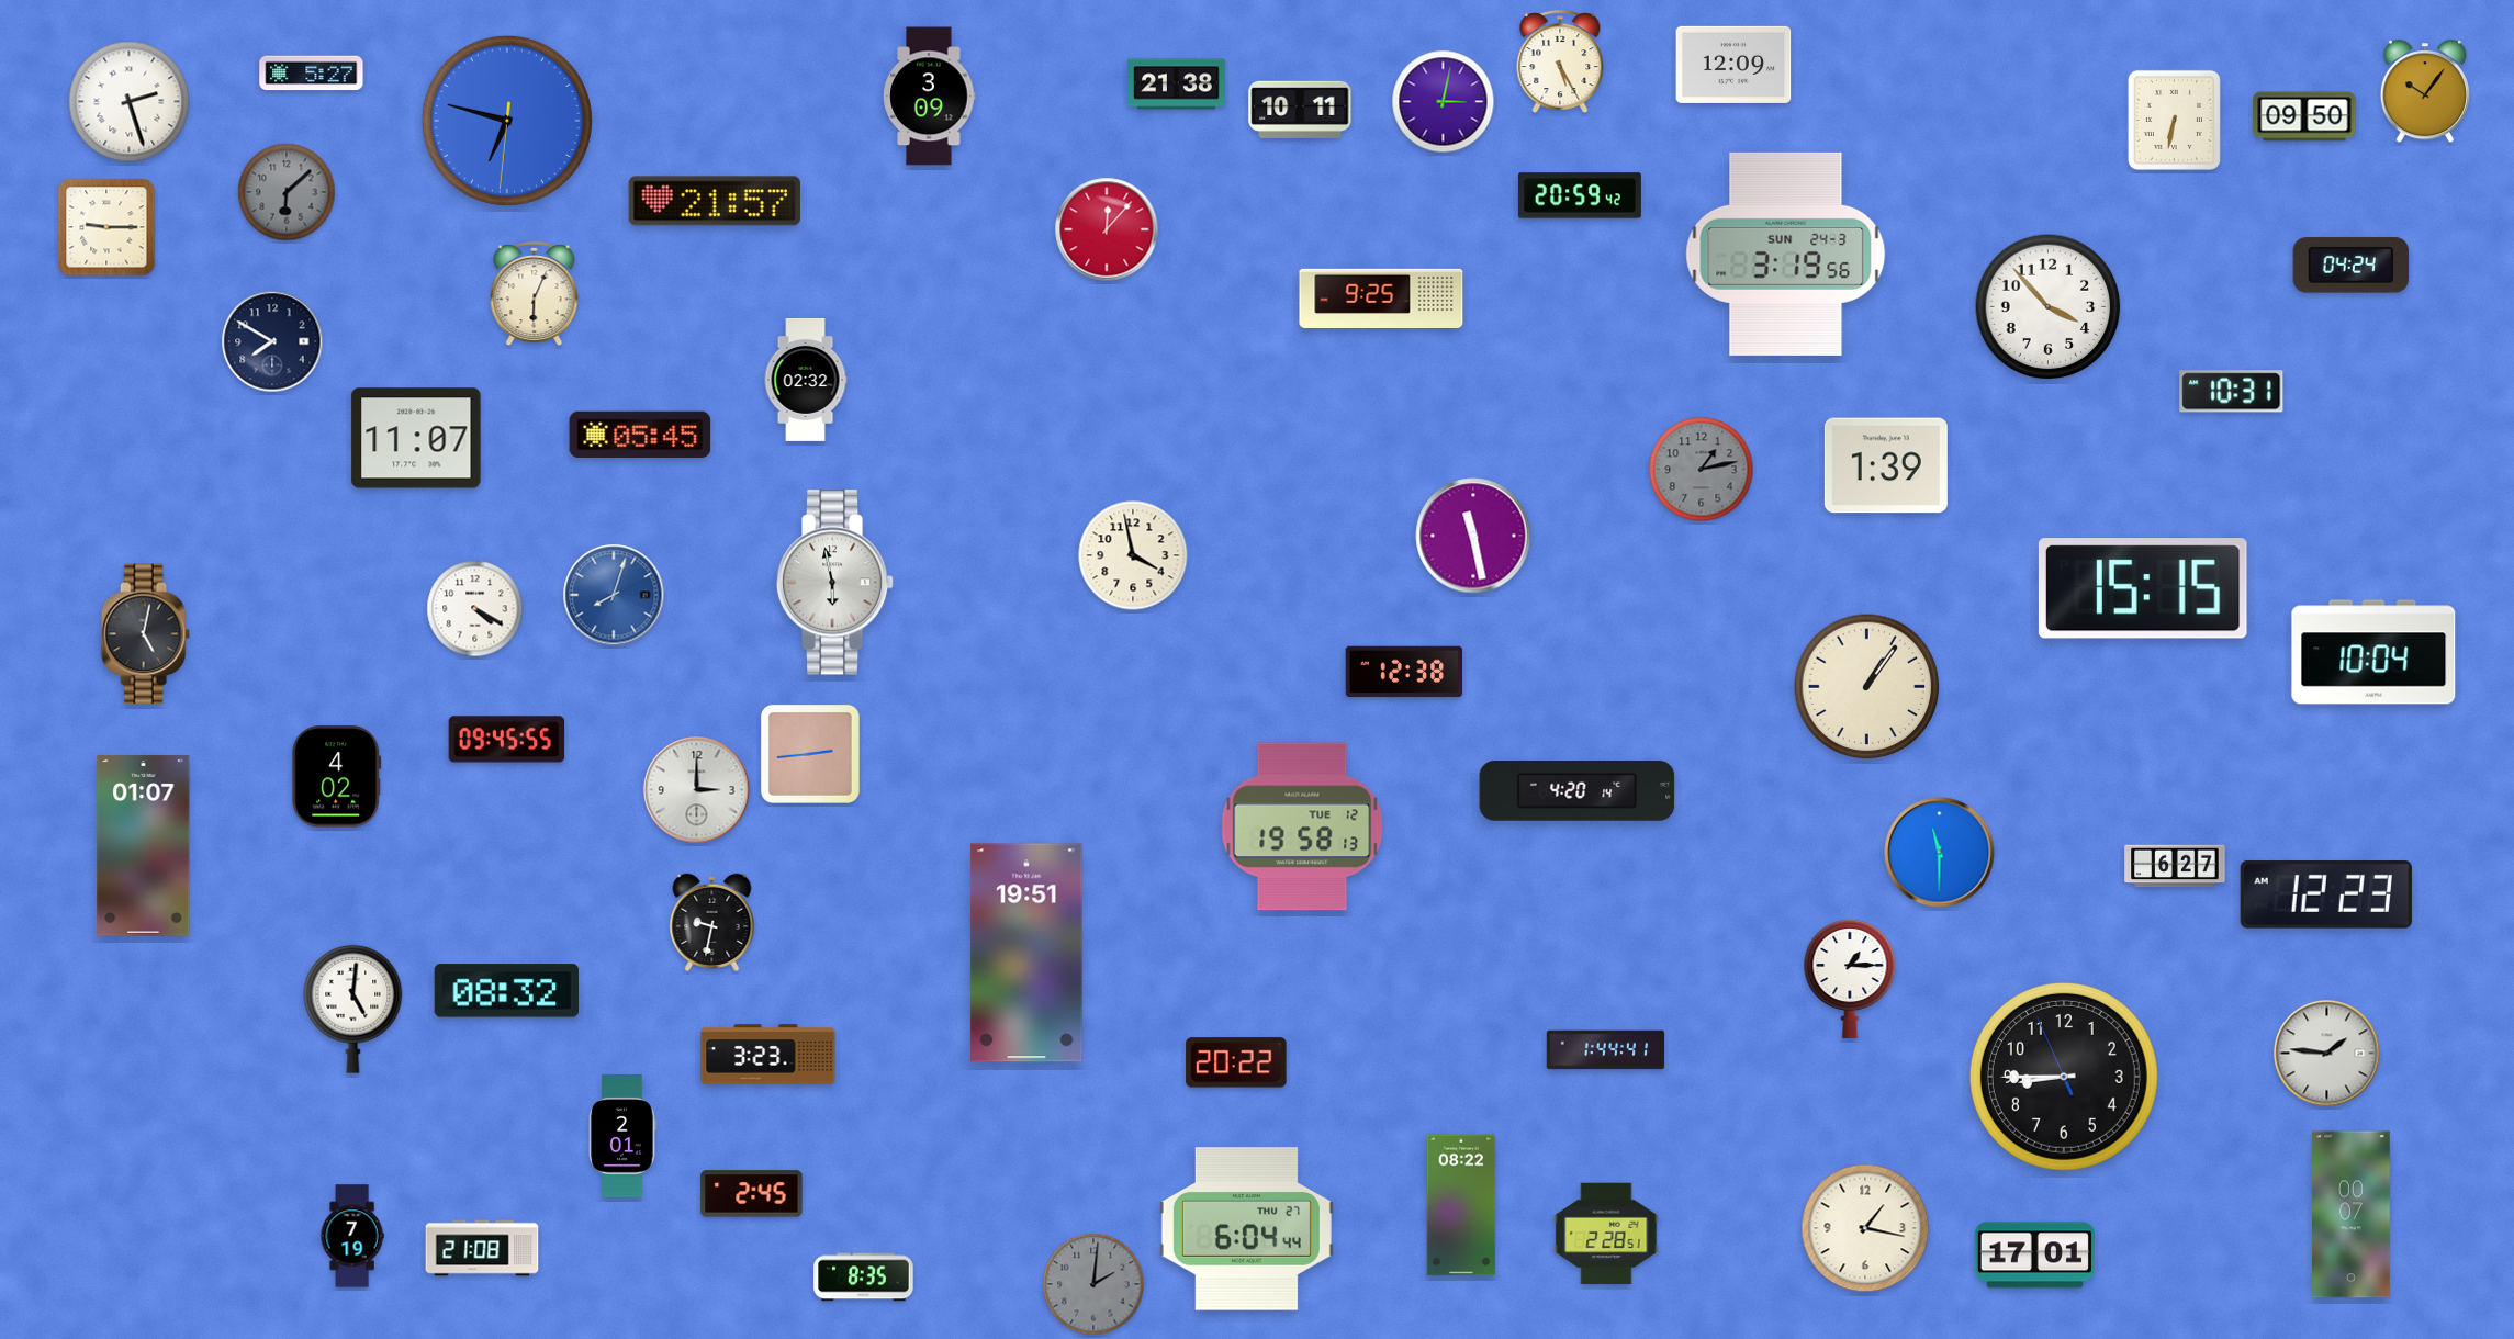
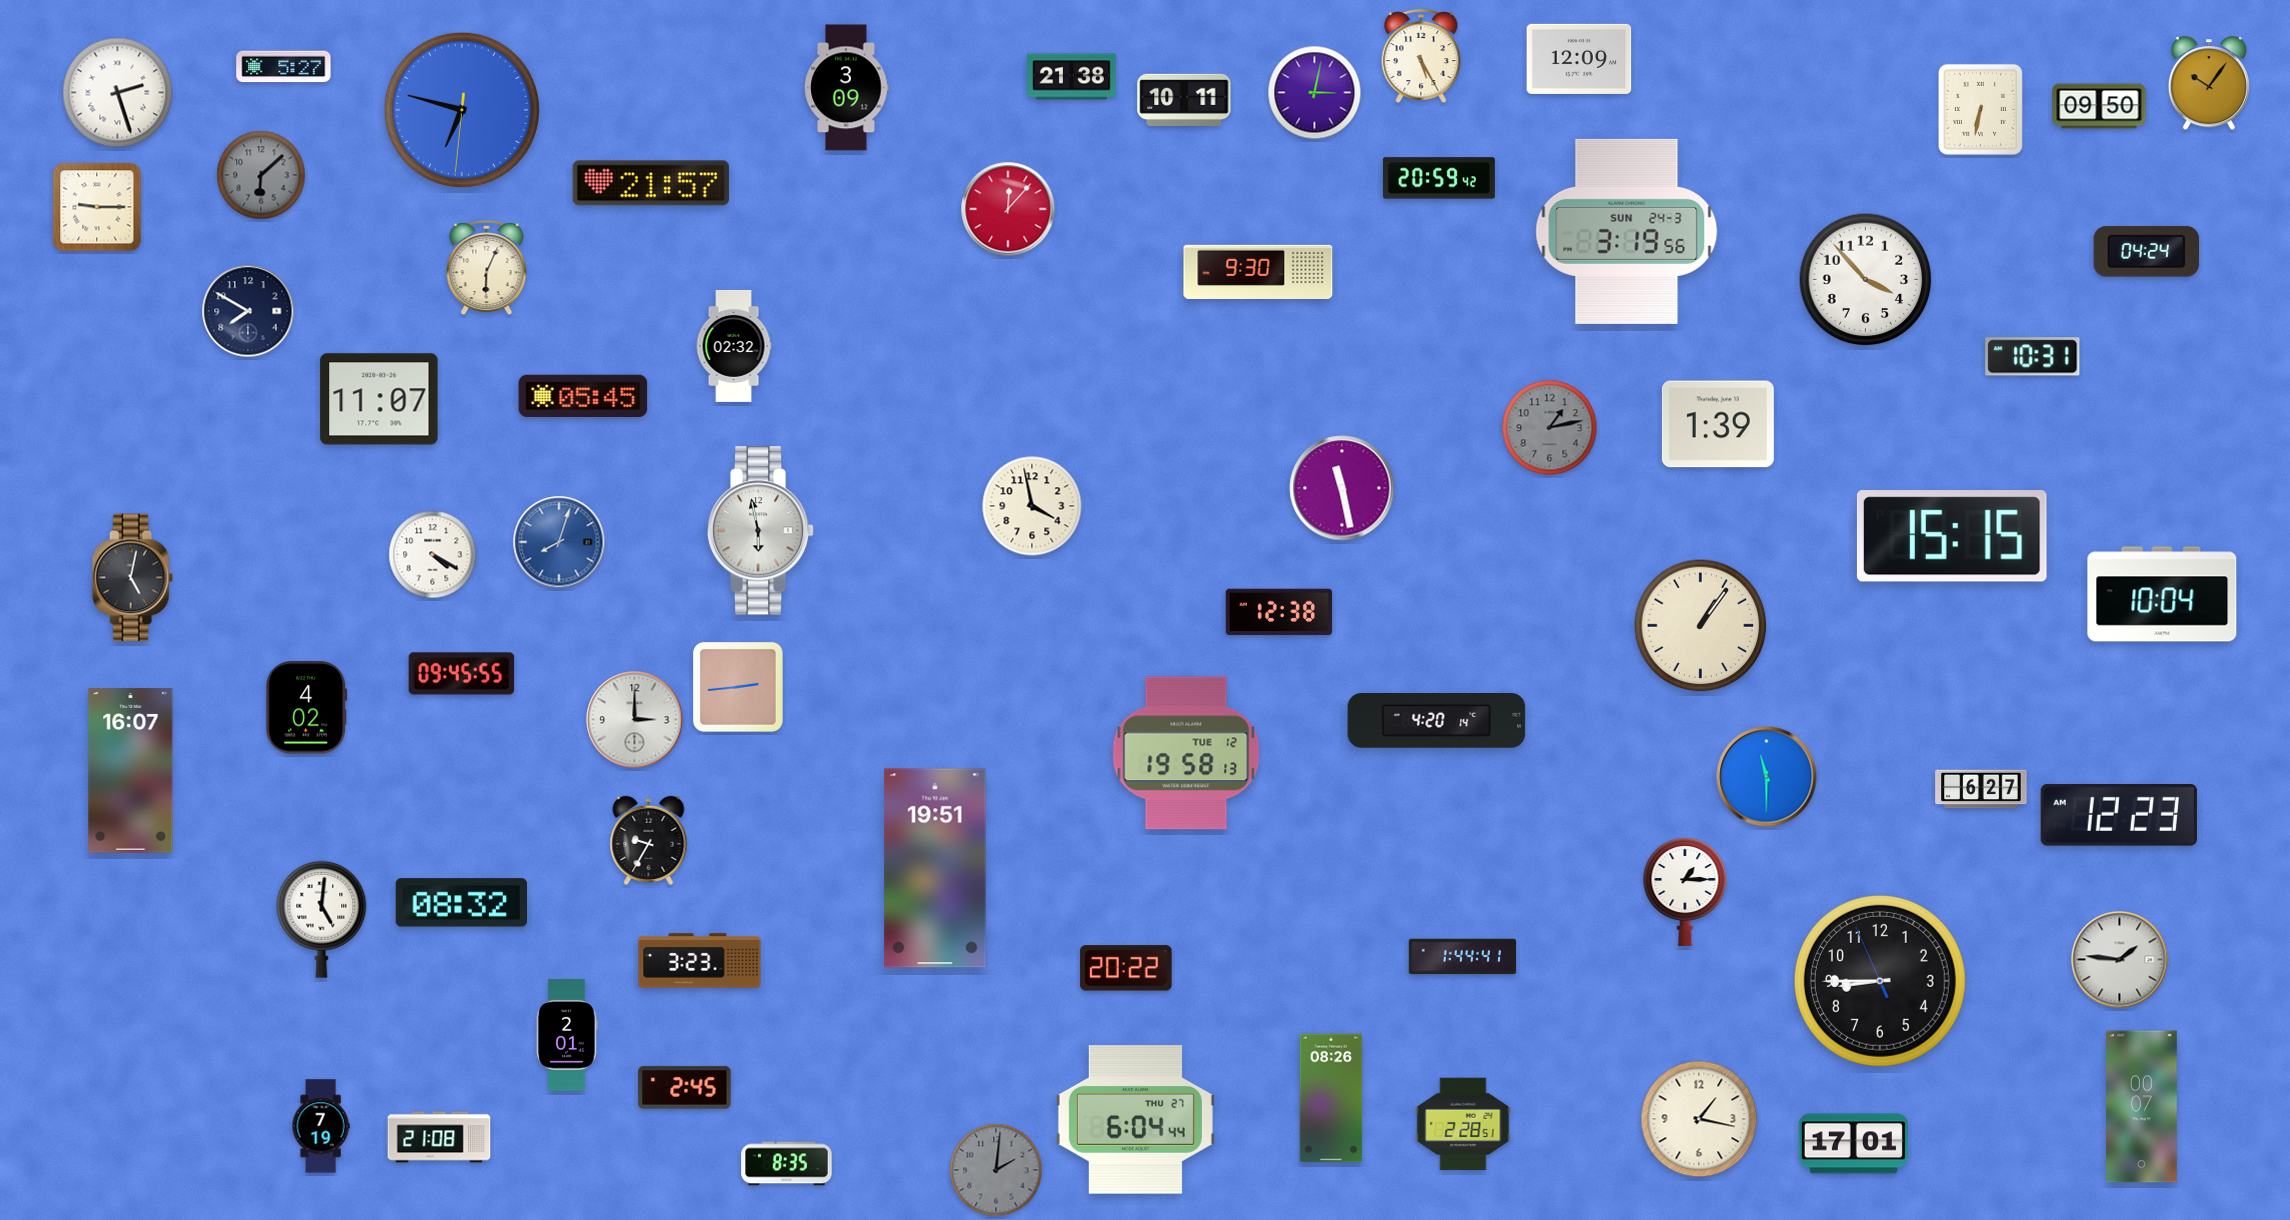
clock at (2352, 266) position: (2352, 266) -> (2147, 252)
clock at (1381, 299): 9:25 -> 9:30
clock at (144, 846): 01:07 -> 16:07
clock at (712, 922): 9:32 -> 9:35
clock at (1461, 1205): 08:22 -> 08:26
